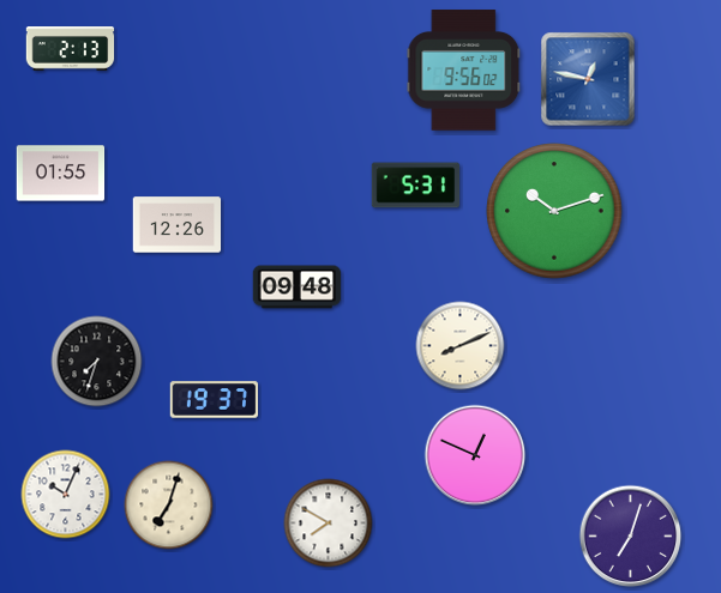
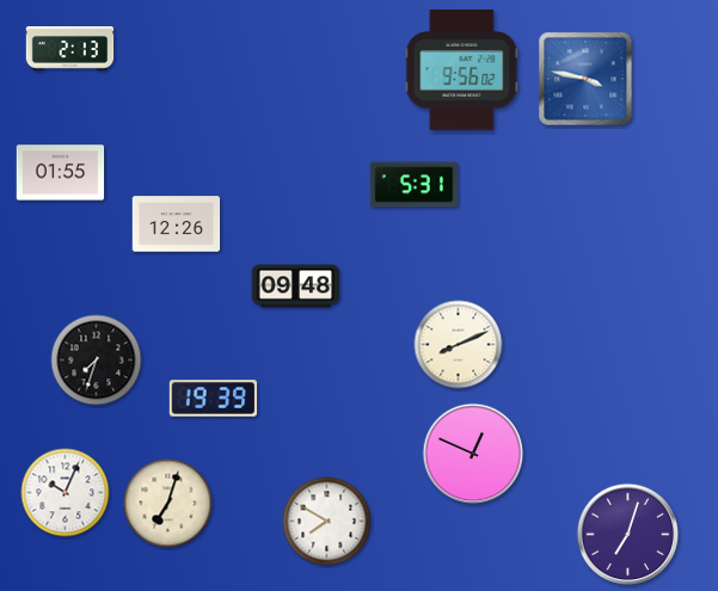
clock at (588, 79): 12:47 -> 3:47
clock at (554, 211): 10:12 -> none
clock at (215, 400): 19:37 -> 19:39
